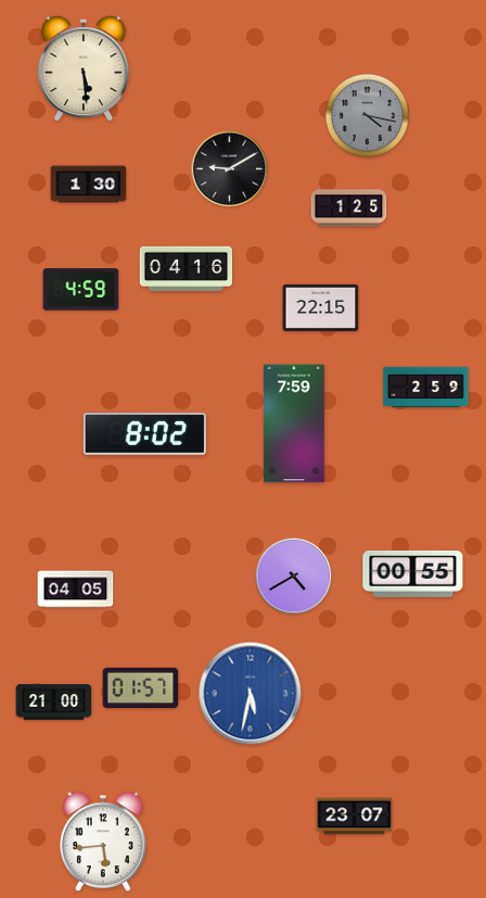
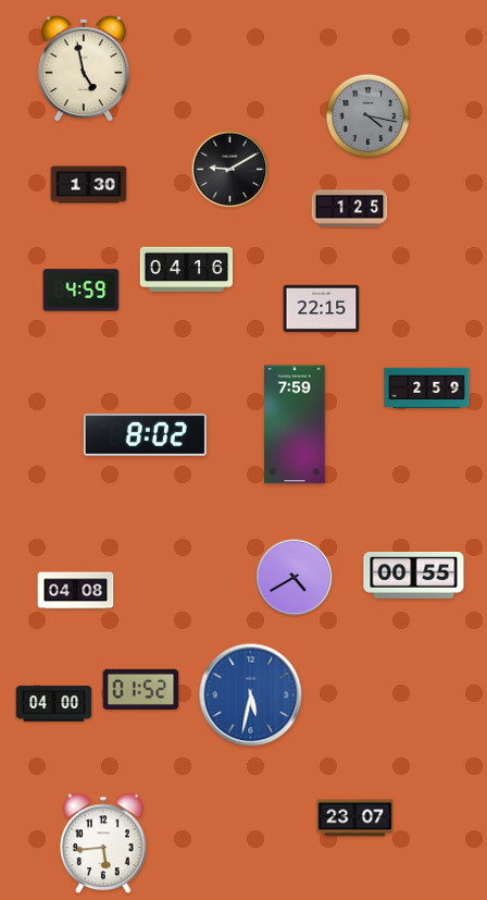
clock at (82, 68): 5:29 -> 4:58
clock at (76, 590): 04:05 -> 04:08
clock at (141, 687): 01:57 -> 01:52
clock at (54, 703): 21:00 -> 04:00
